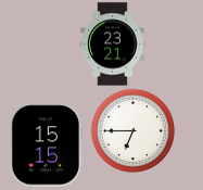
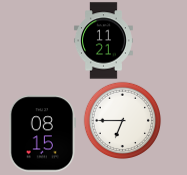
clock at (112, 45): 23:21 -> 11:21
clock at (46, 145): 15:15 -> 08:15
